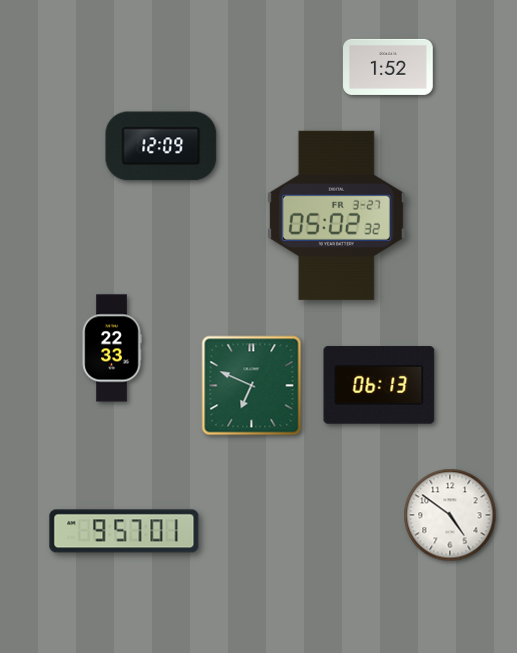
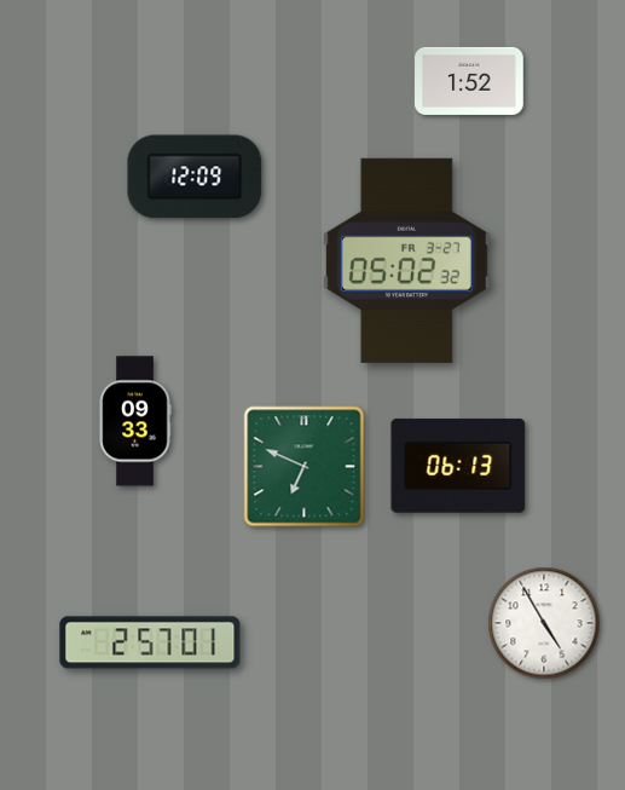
clock at (112, 348): 22:33 -> 09:33
clock at (450, 515): 4:51 -> 4:55
clock at (124, 531): 9:57 -> 2:57
